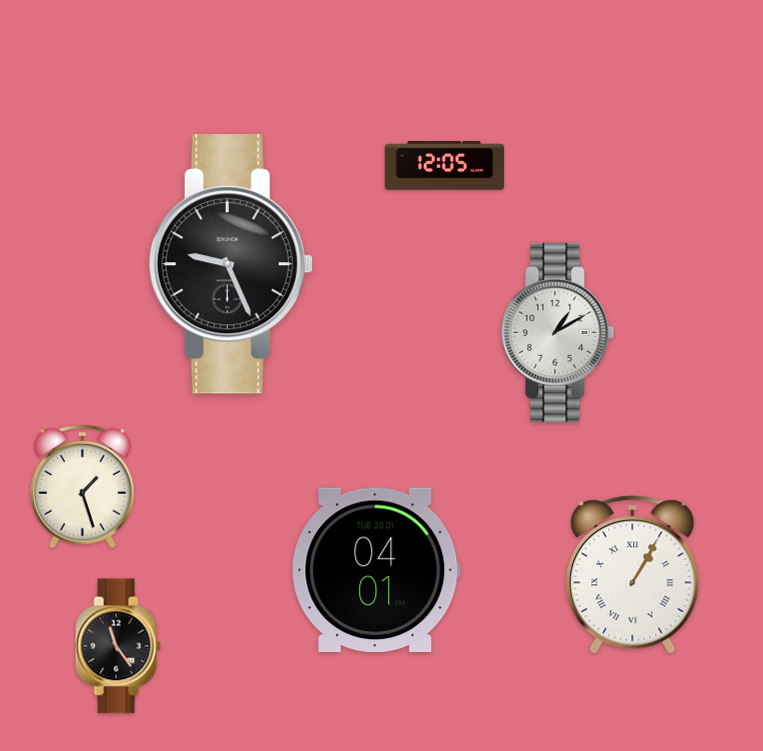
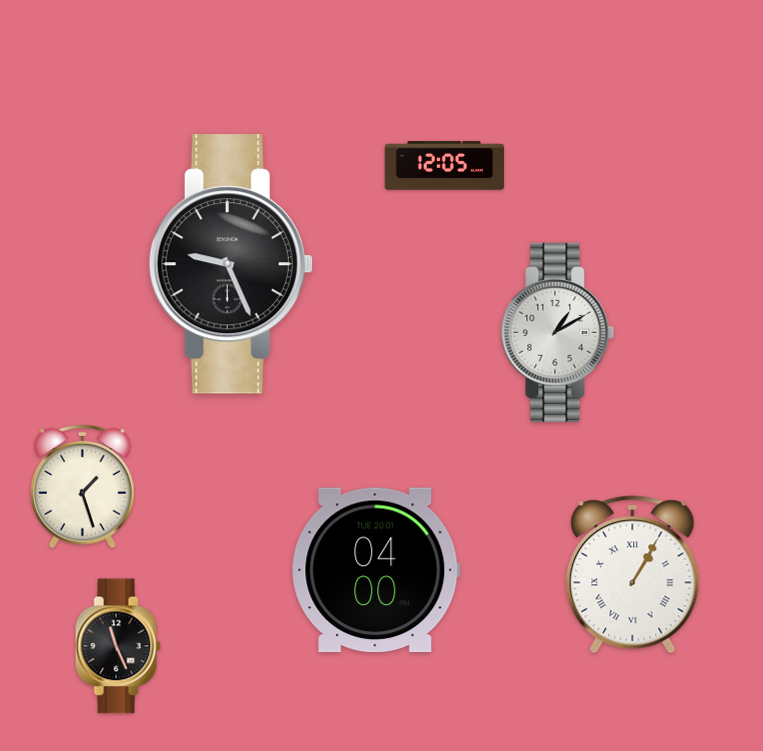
clock at (376, 570): 04:01 -> 04:00
clock at (118, 646): 11:24 -> 11:26
